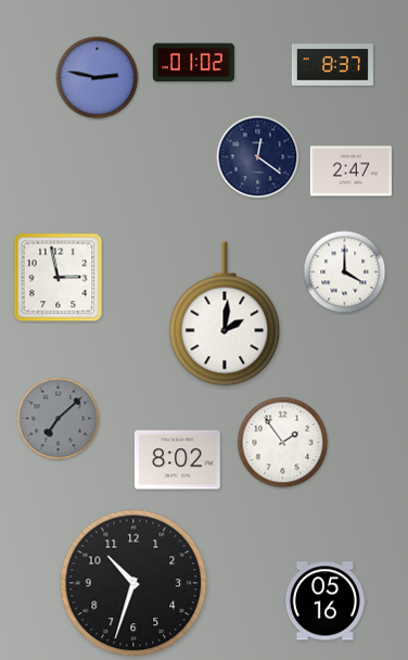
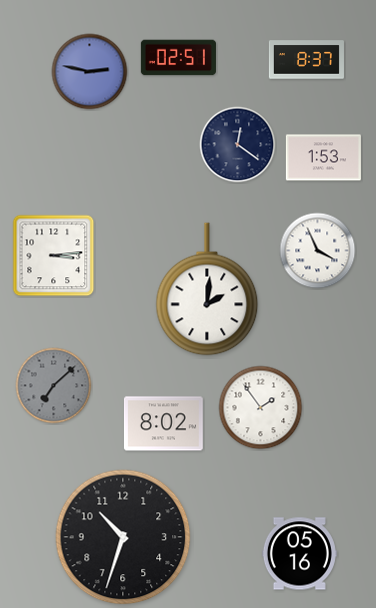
clock at (193, 63): 01:02 -> 02:51
clock at (350, 172): 2:47 -> 1:53
clock at (345, 272): 4:00 -> 3:56
clock at (59, 278): 2:58 -> 3:14
